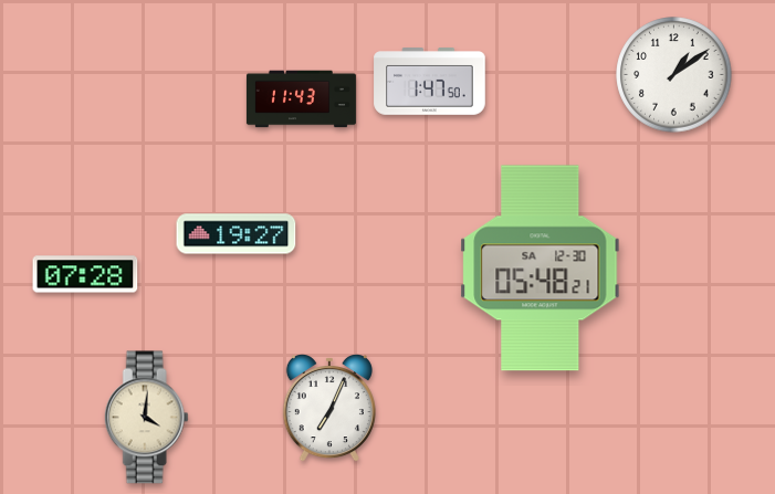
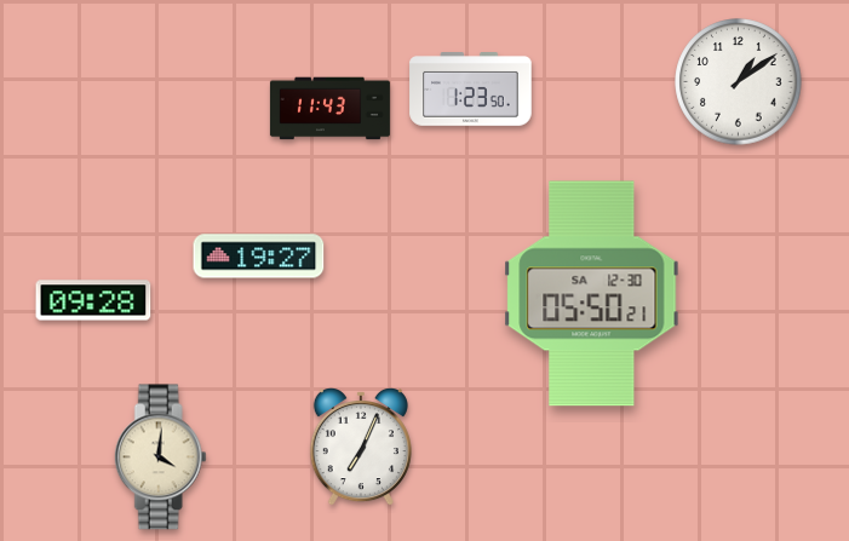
clock at (430, 82): 1:47 -> 1:23
clock at (541, 269): 05:48 -> 05:50
clock at (85, 274): 07:28 -> 09:28
